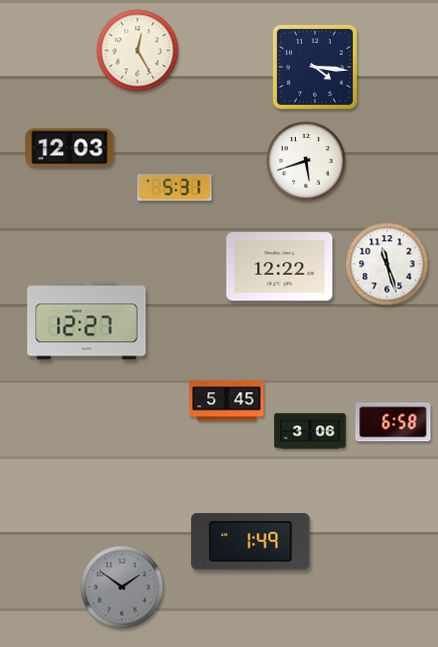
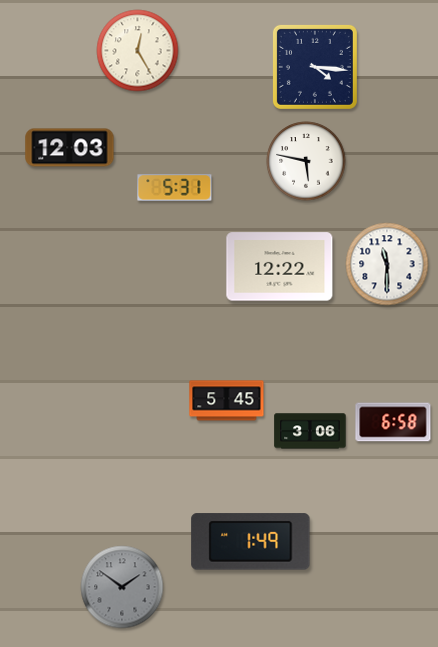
clock at (306, 161): 5:42 -> 5:47
clock at (387, 264): 11:27 -> 11:30
clock at (87, 321): 12:27 -> none
